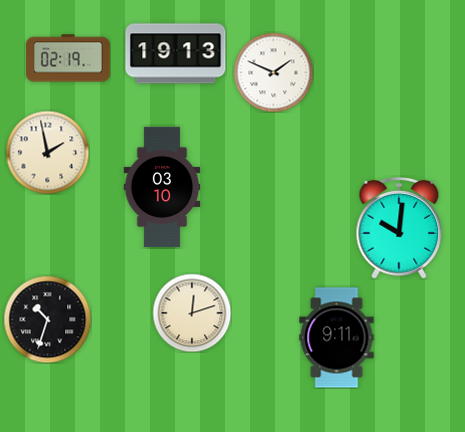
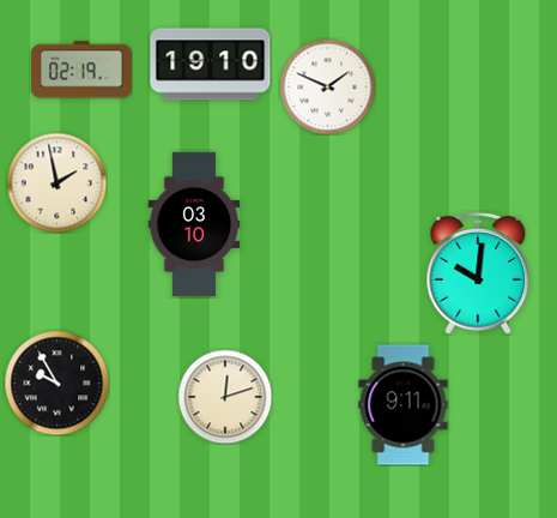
clock at (176, 54): 19:13 -> 19:10
clock at (192, 313) position: (192, 313) -> (225, 397)
clock at (47, 319): 10:33 -> 9:55
